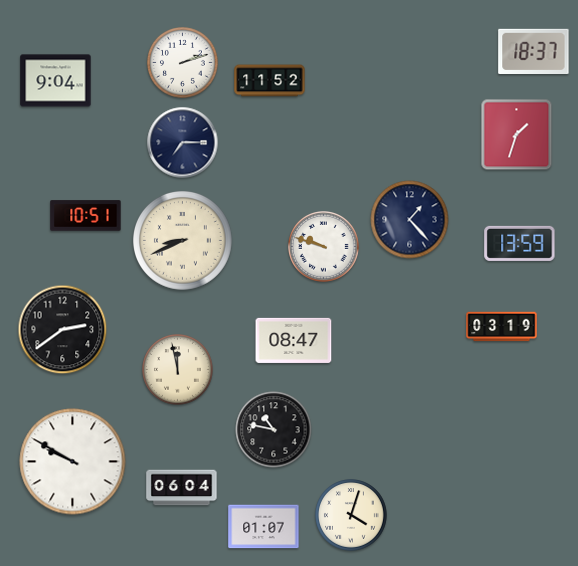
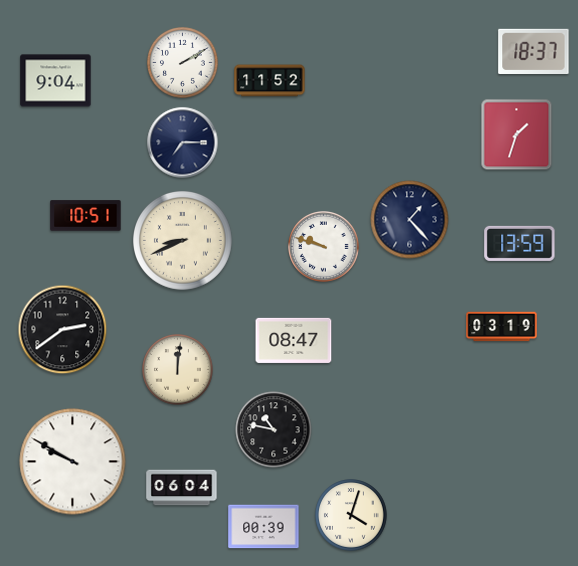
clock at (183, 63): 2:12 -> 2:10
clock at (178, 370): 11:58 -> 12:01
clock at (264, 527): 01:07 -> 00:39
